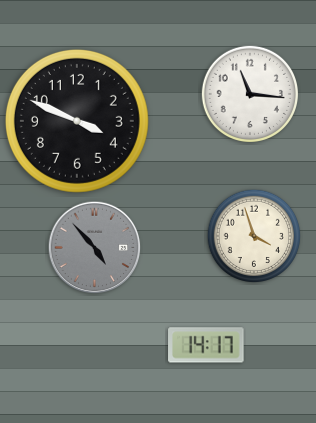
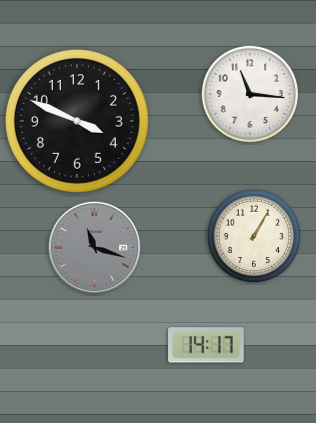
clock at (254, 236): 3:57 -> 1:05
clock at (95, 248): 4:53 -> 11:18
